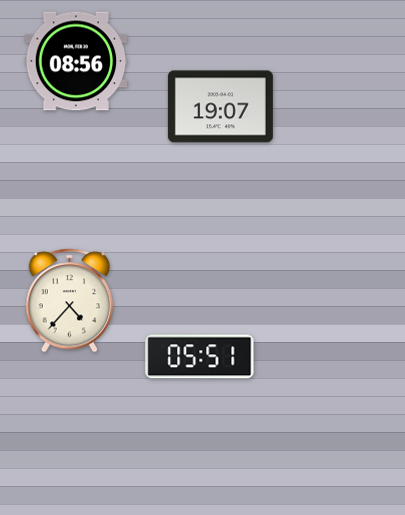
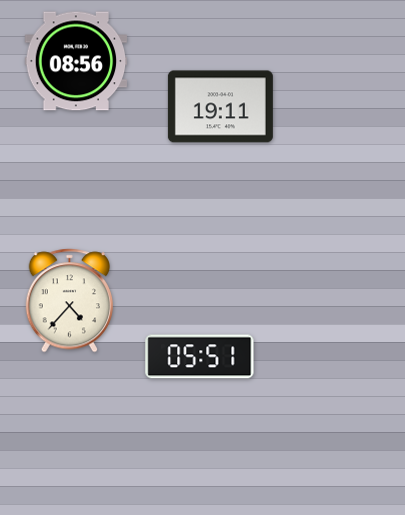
clock at (220, 107): 19:07 -> 19:11
